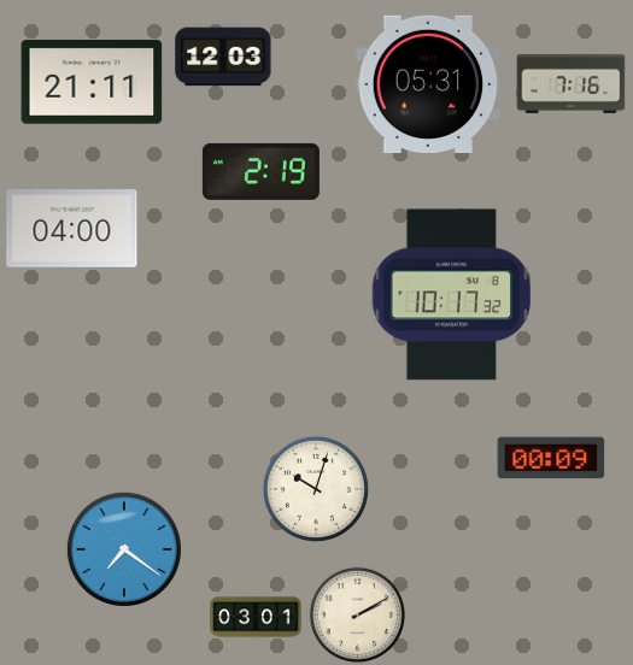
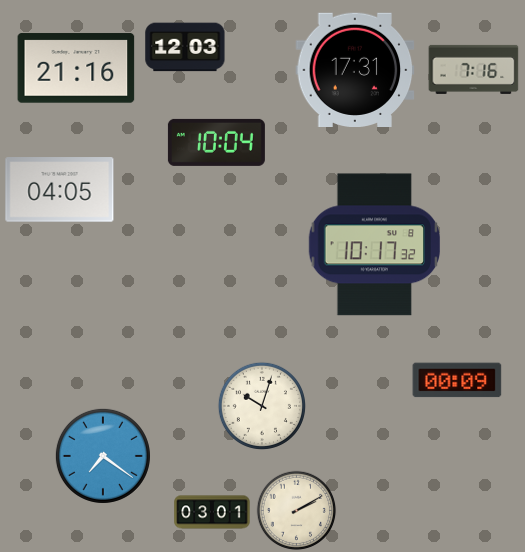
clock at (92, 82): 21:11 -> 21:16
clock at (428, 83): 05:31 -> 17:31
clock at (260, 171): 2:19 -> 10:04
clock at (72, 229): 04:00 -> 04:05
